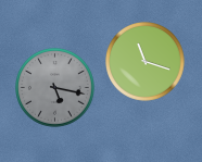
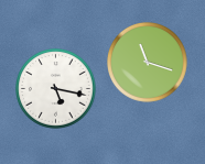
clock at (55, 88) dial: grey -> white
